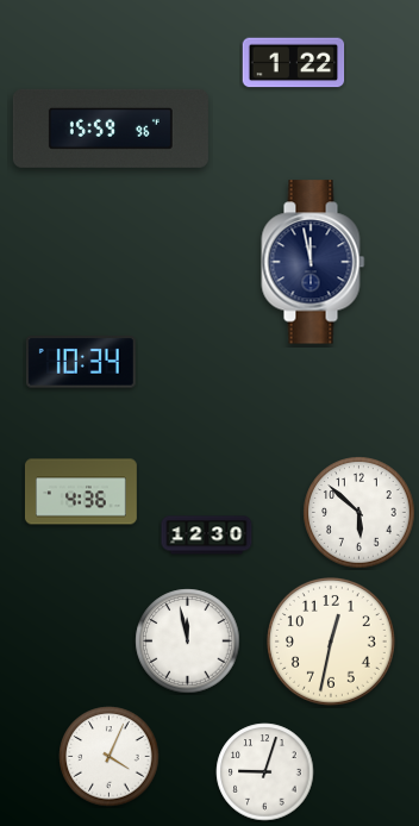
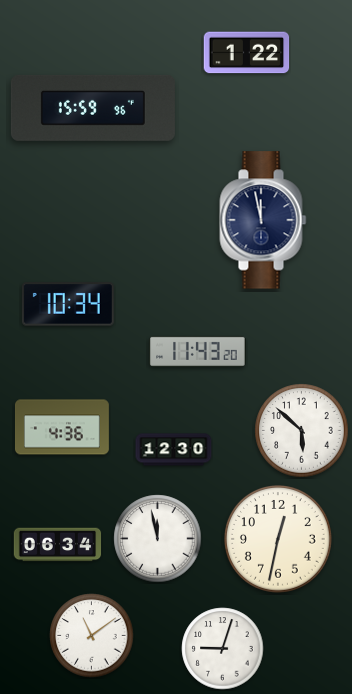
clock at (198, 351): none -> 11:43
clock at (81, 492) position: (81, 492) -> (62, 427)
clock at (58, 545): none -> 06:34
clock at (110, 757): 4:04 -> 11:09
